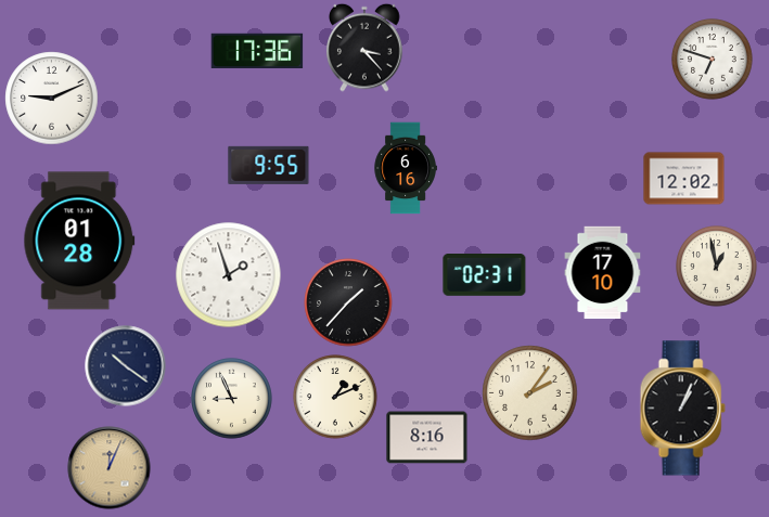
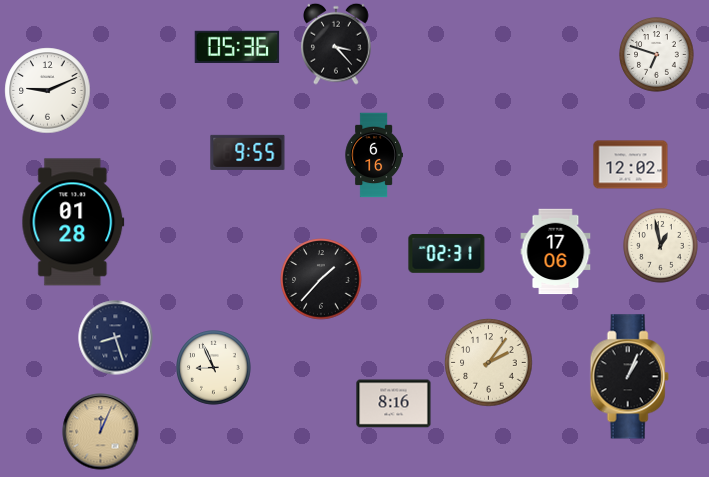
clock at (257, 51): 17:36 -> 05:36
clock at (603, 273): 17:10 -> 17:06
clock at (229, 275): 1:57 -> none
clock at (126, 366): 10:21 -> 8:27
clock at (335, 397): 1:11 -> none
